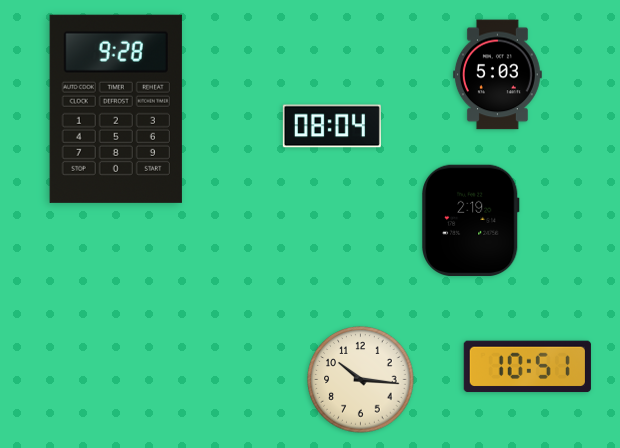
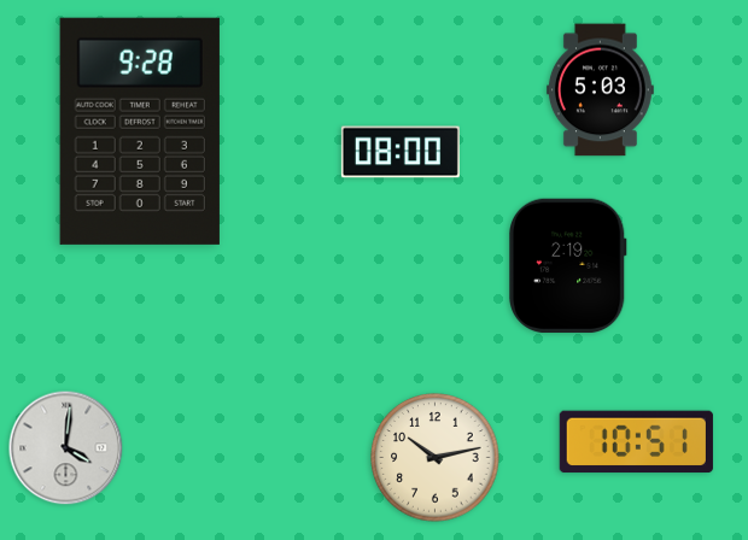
clock at (332, 126): 08:04 -> 08:00
clock at (66, 448): none -> 4:01
clock at (361, 380): 10:16 -> 10:13
